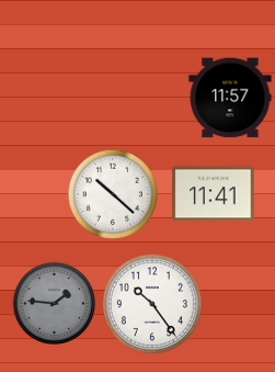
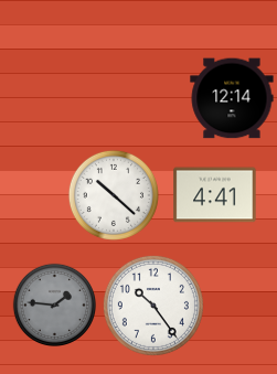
clock at (230, 98): 11:57 -> 12:14
clock at (214, 194): 11:41 -> 4:41
